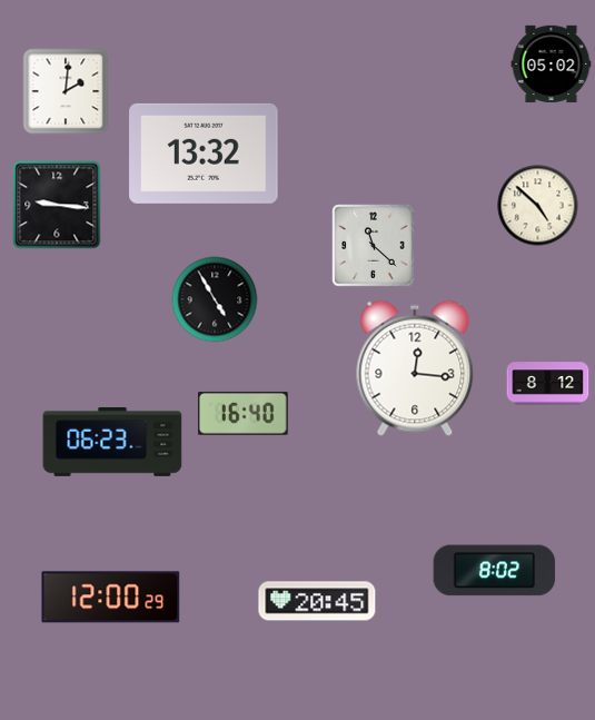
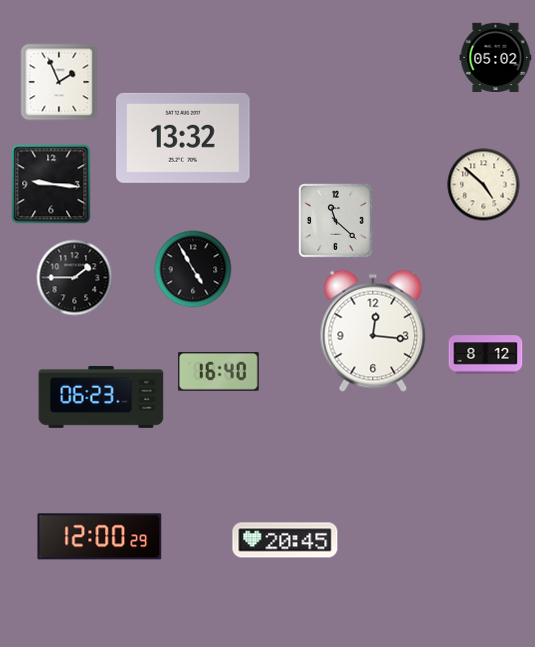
clock at (66, 91): 2:01 -> 1:56
clock at (75, 278): none -> 1:45
clock at (548, 384) position: (548, 384) -> (486, 355)
clock at (495, 571): 8:02 -> none
